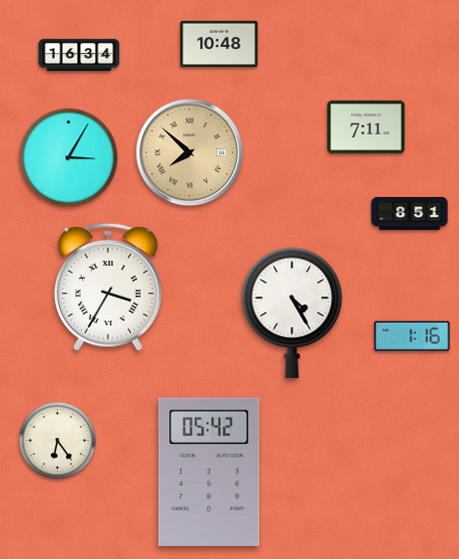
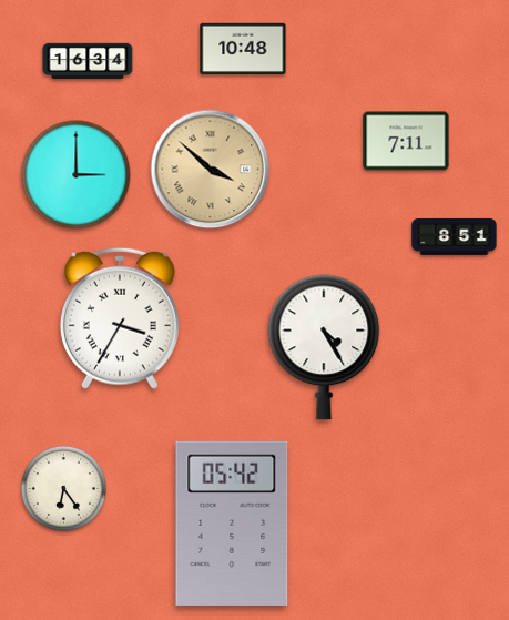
clock at (190, 153): 7:52 -> 3:52
clock at (69, 158): 3:05 -> 3:00
clock at (412, 336): 1:16 -> none
